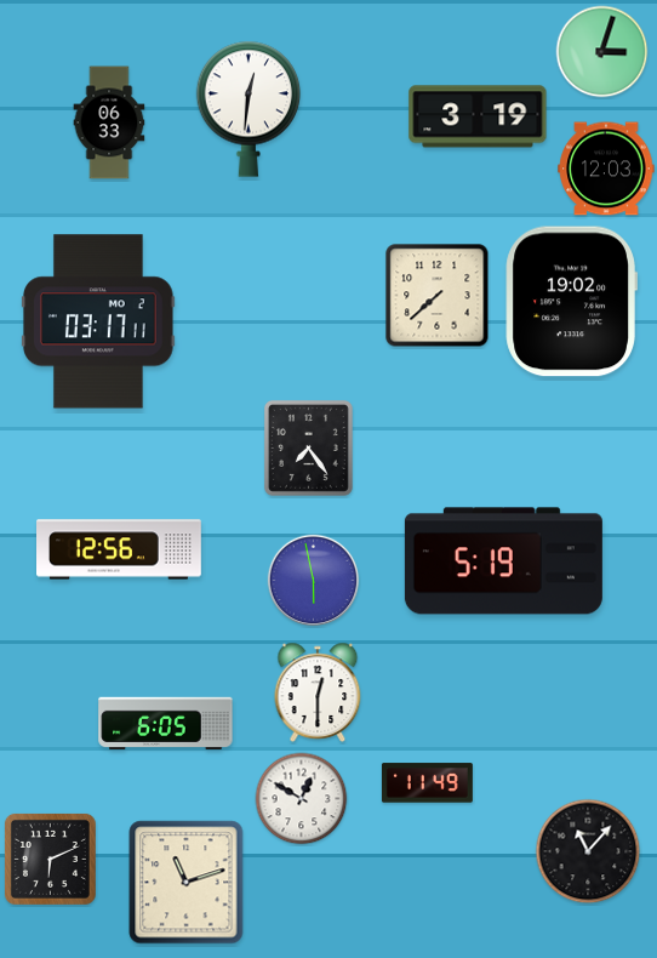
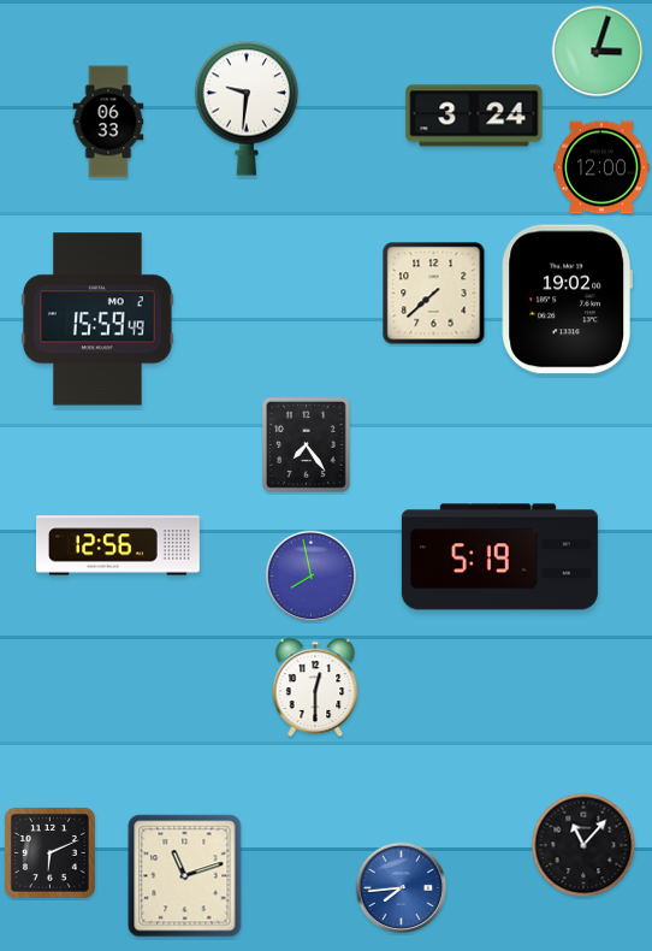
clock at (248, 109): 12:31 -> 9:31
clock at (478, 116): 3:19 -> 3:24
clock at (606, 169): 12:03 -> 12:00
clock at (98, 321): 03:17 -> 15:59
clock at (314, 581): 5:58 -> 7:58
clock at (166, 724): 6:05 -> none
clock at (427, 783): 11:49 -> none
clock at (302, 799): 12:50 -> none
clock at (402, 888): none -> 7:44
